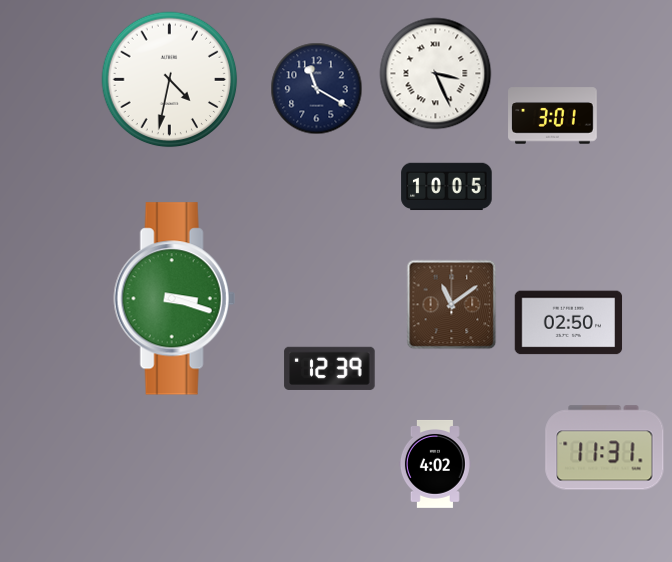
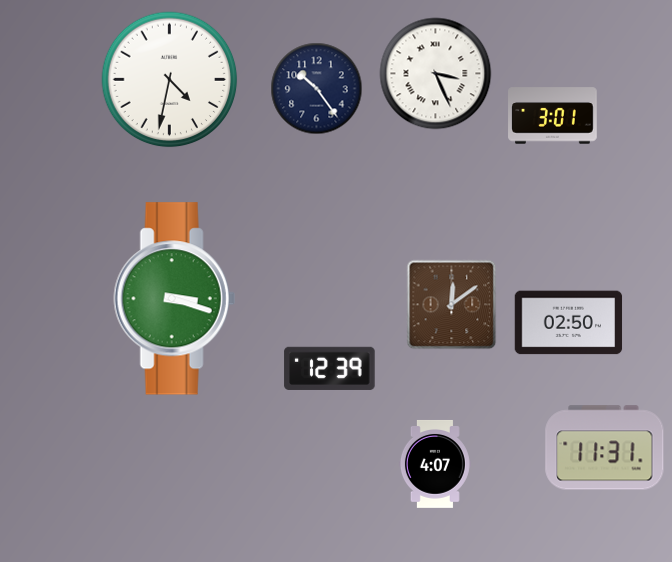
clock at (317, 89): 11:20 -> 10:24
clock at (447, 187): 10:05 -> none
clock at (452, 305): 11:09 -> 12:09
clock at (435, 464): 4:02 -> 4:07
